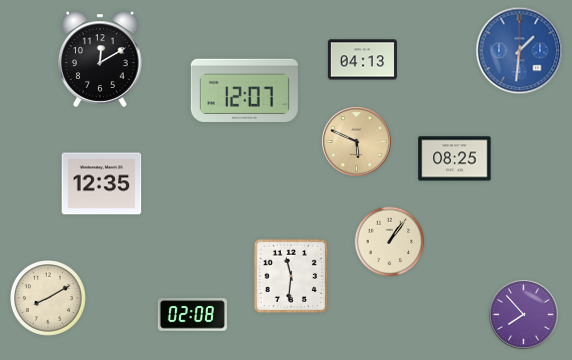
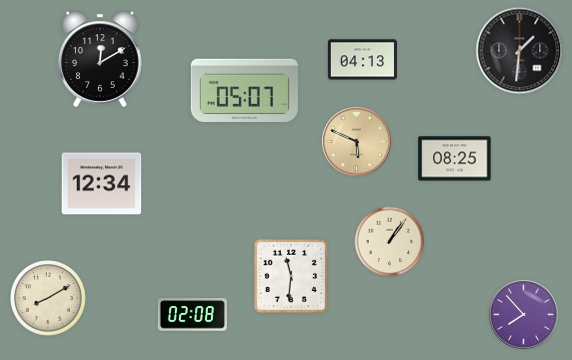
clock at (520, 51) dial: blue -> black
clock at (244, 90): 12:07 -> 05:07
clock at (102, 184): 12:35 -> 12:34
